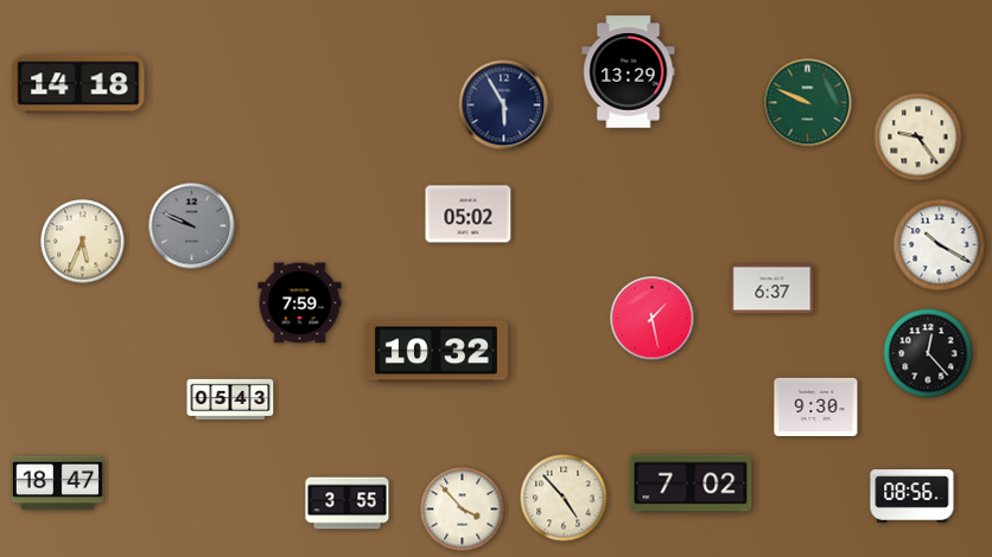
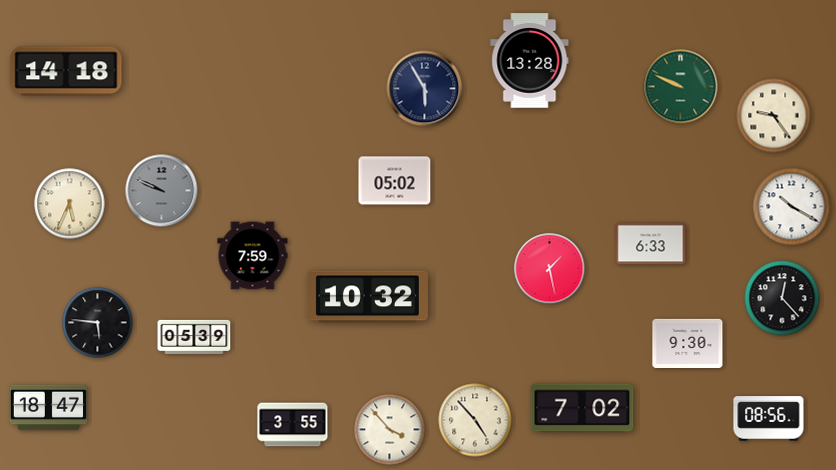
clock at (629, 72): 13:29 -> 13:28
clock at (772, 289): 6:37 -> 6:33
clock at (98, 323): none -> 5:46
clock at (230, 399): 05:43 -> 05:39
